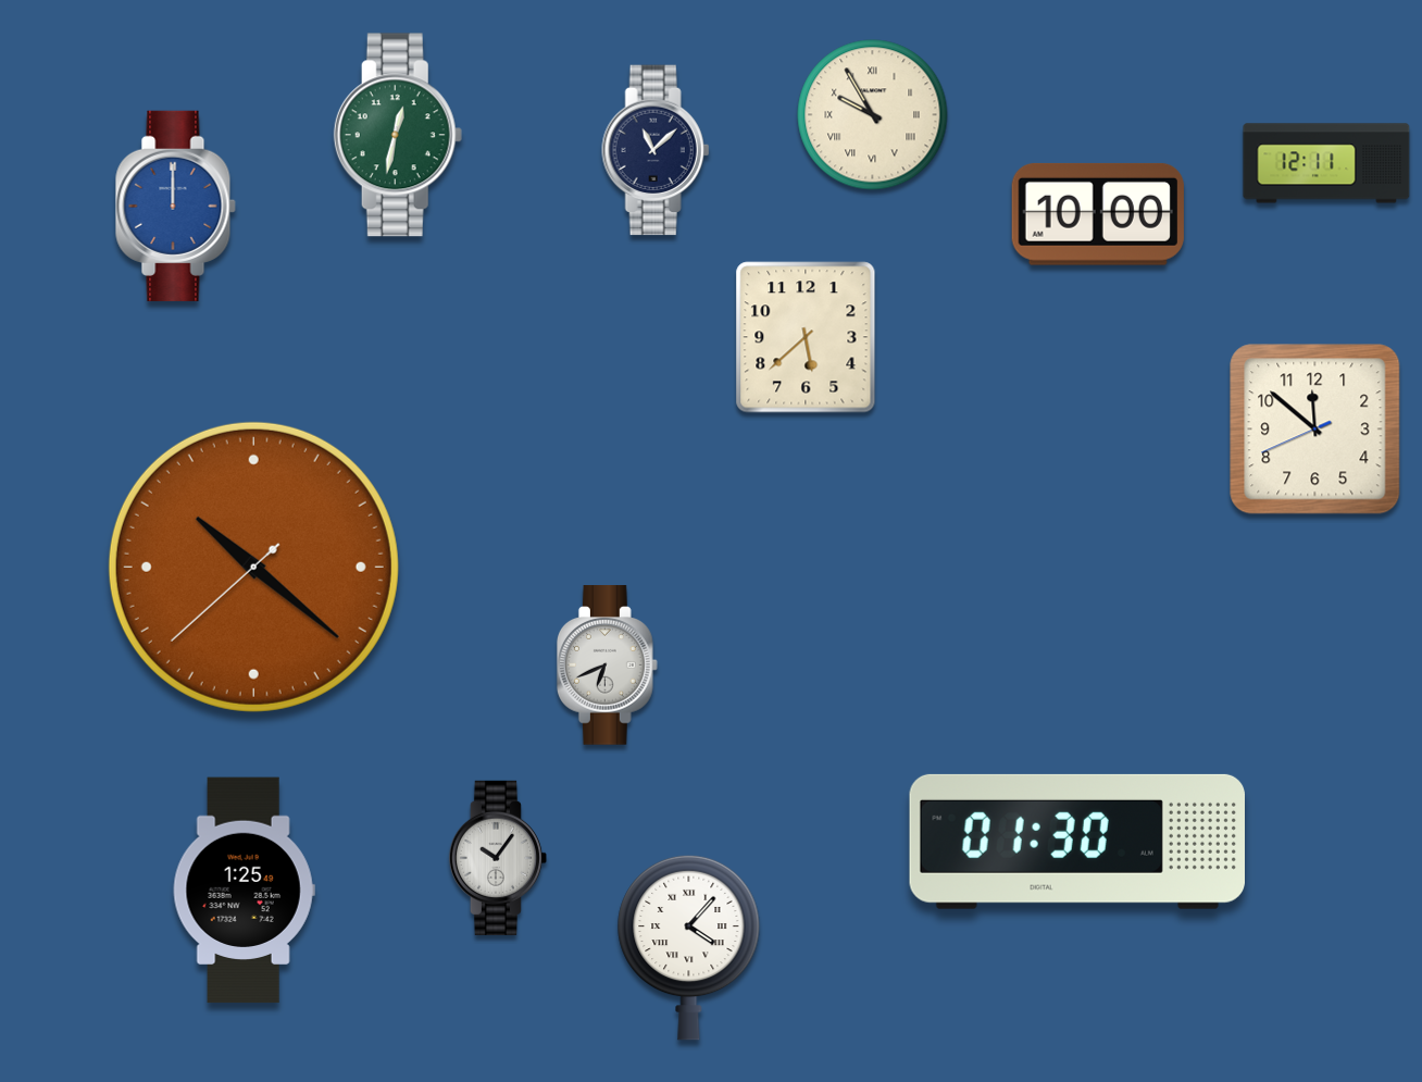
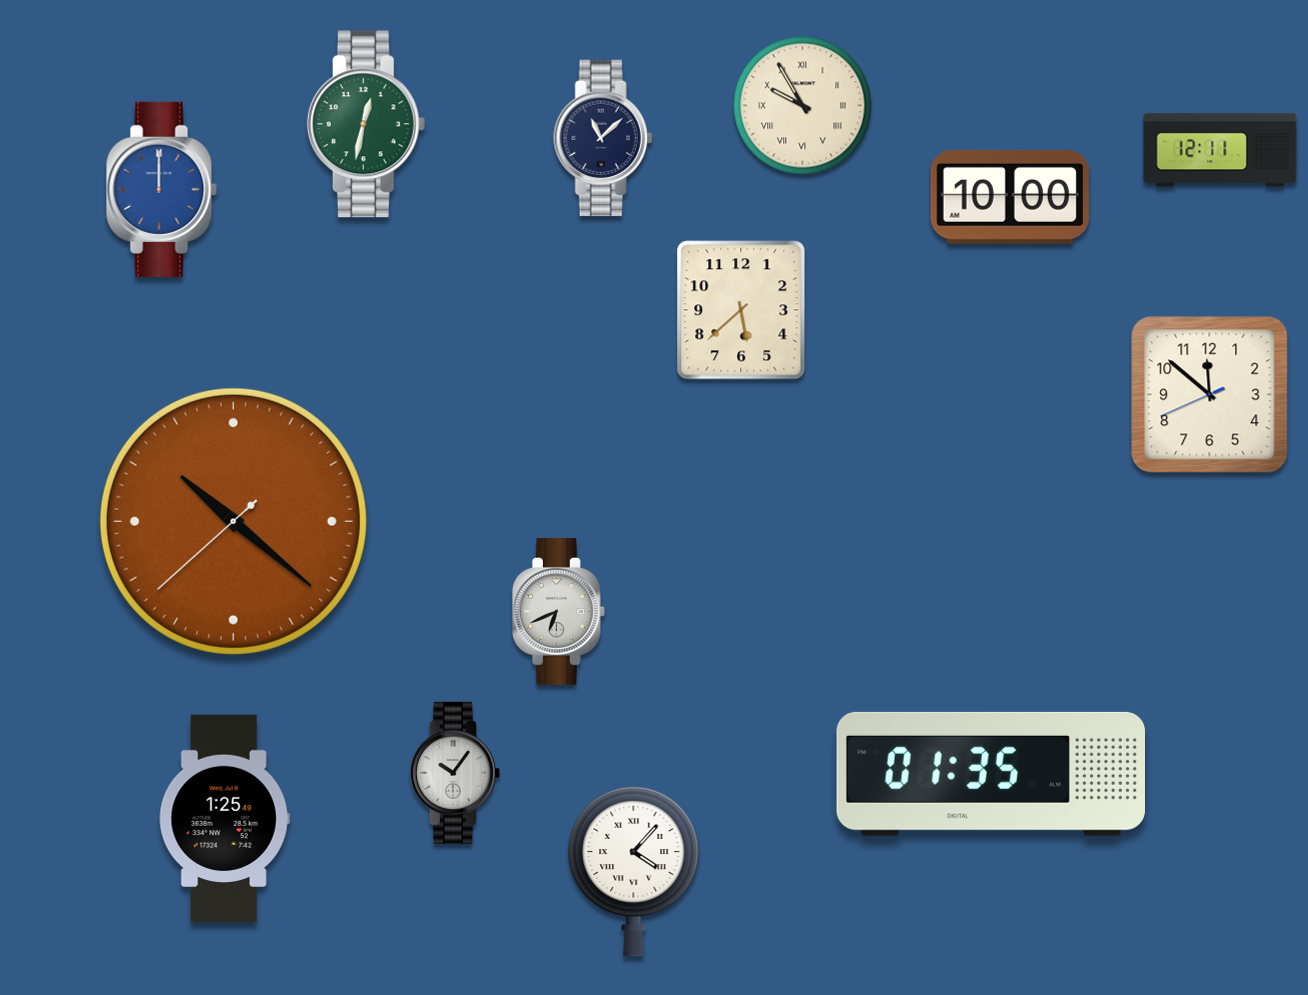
clock at (1076, 842): 01:30 -> 01:35
clock at (498, 858) position: (498, 858) -> (455, 773)
